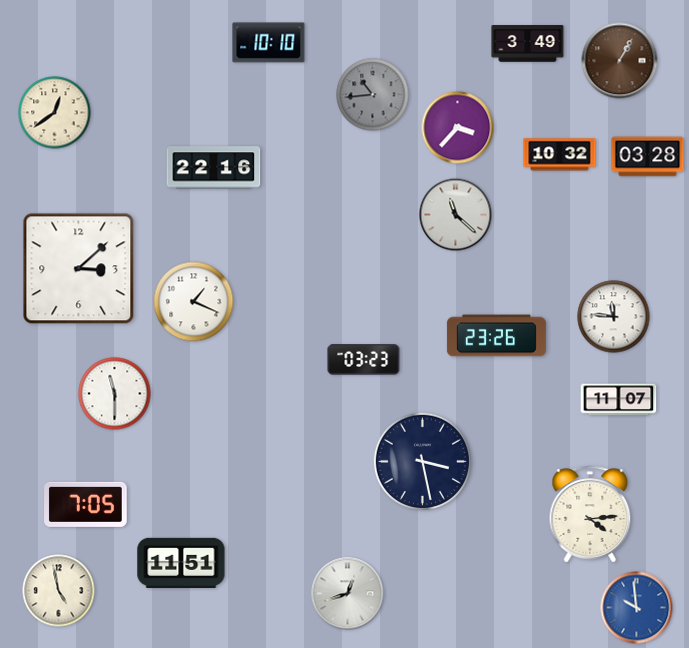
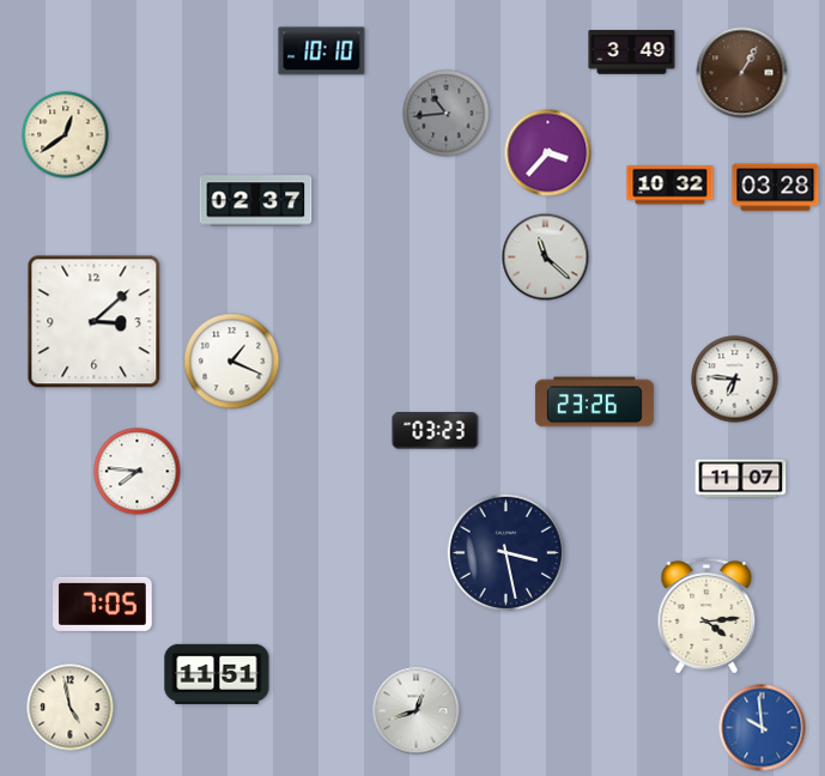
clock at (214, 168): 22:16 -> 02:37
clock at (614, 317): 11:46 -> 6:46
clock at (115, 394): 11:30 -> 7:46
